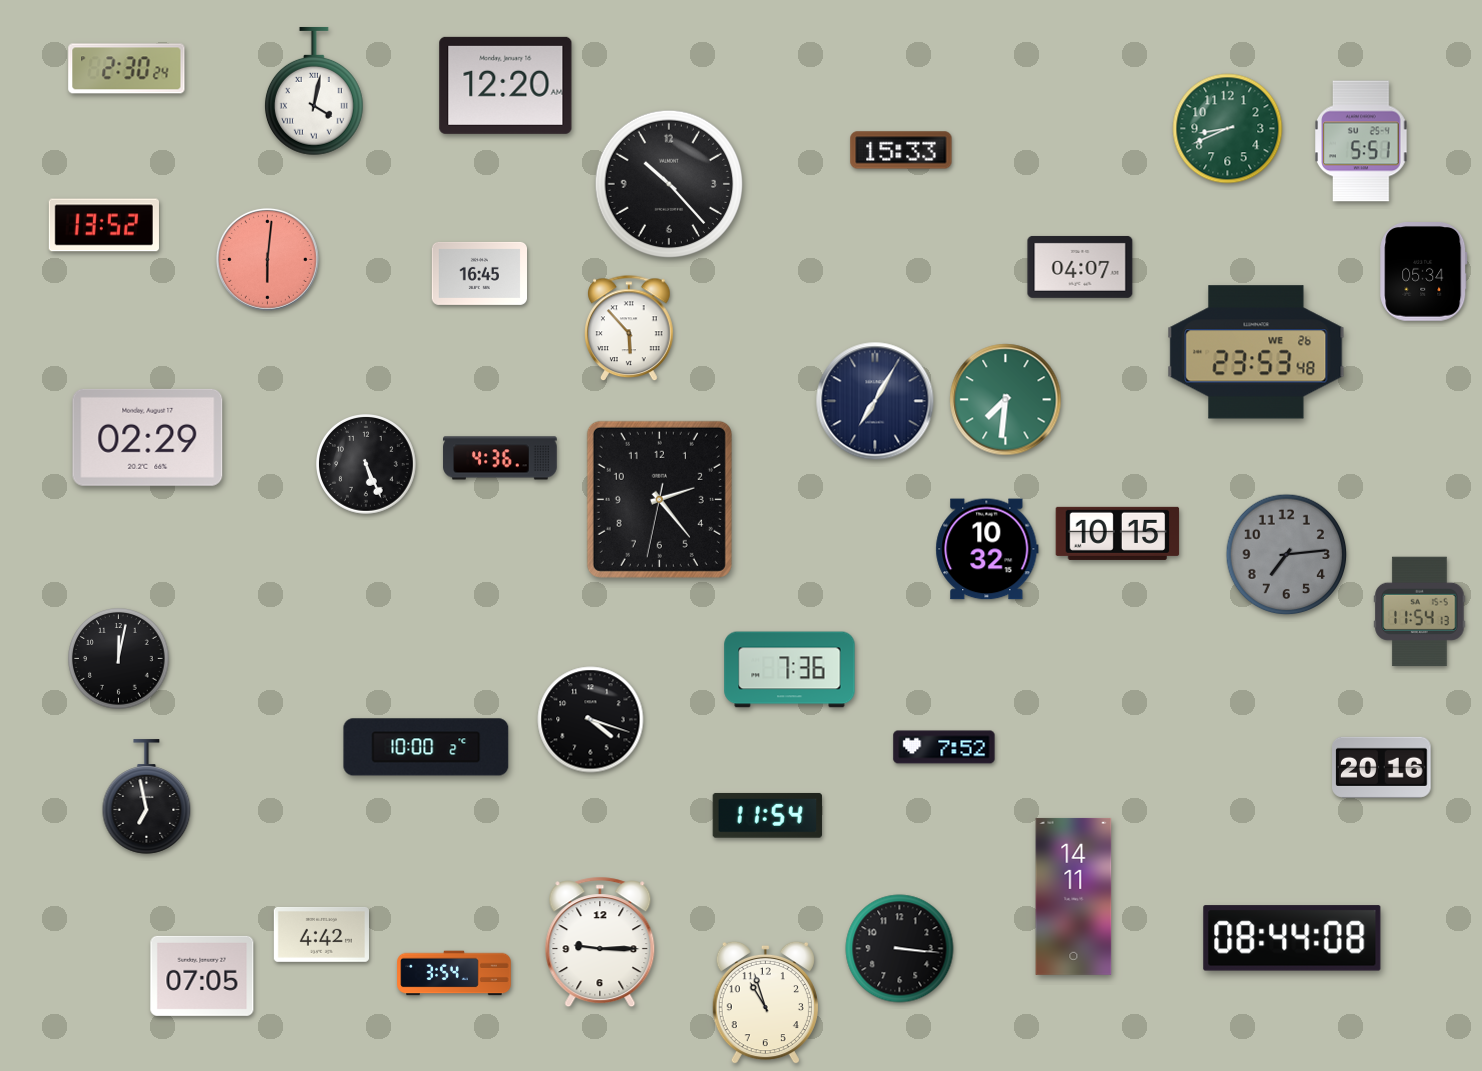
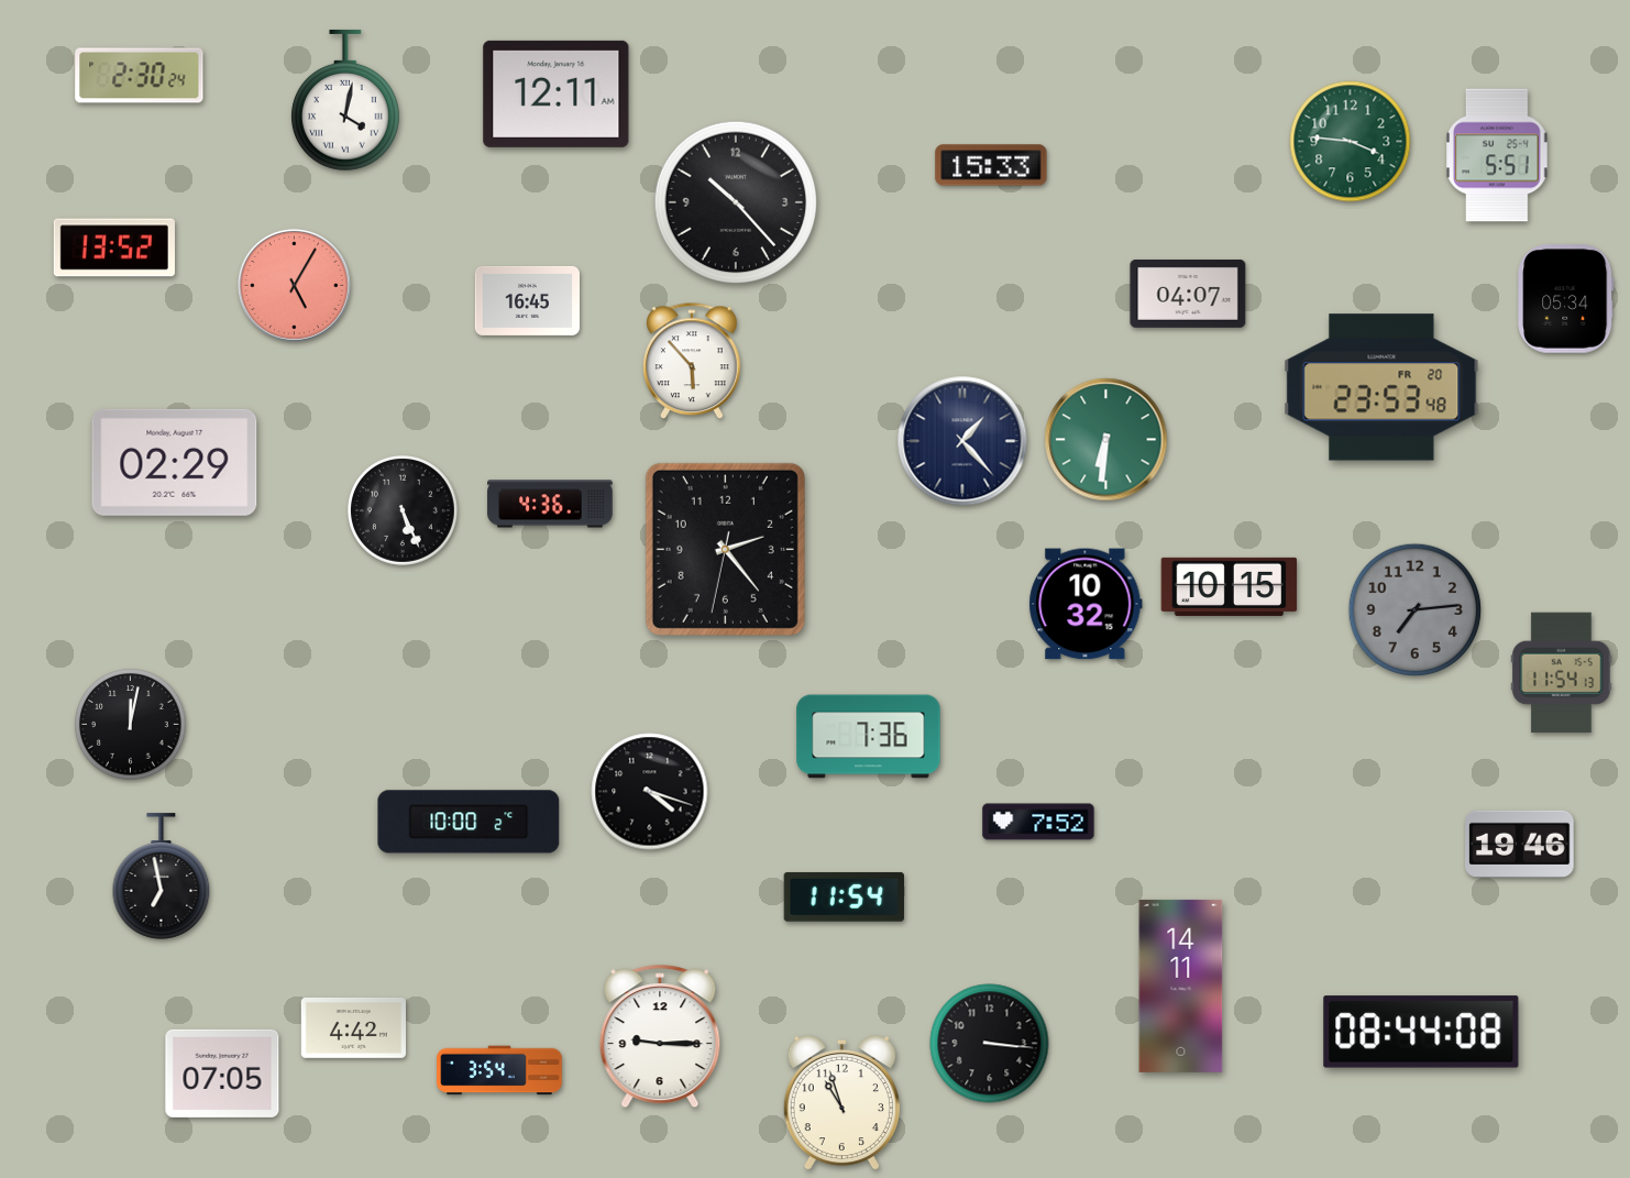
clock at (506, 85): 12:20 -> 12:11
clock at (1228, 129): 8:41 -> 3:46
clock at (267, 259): 6:01 -> 5:05
clock at (1256, 352) date: WE 26 -> FR 20
clock at (1006, 400): 7:31 -> 6:31
clock at (875, 401): 7:05 -> 1:23
clock at (148, 437) position: (148, 437) -> (175, 462)
clock at (1382, 767): 20:16 -> 19:46
